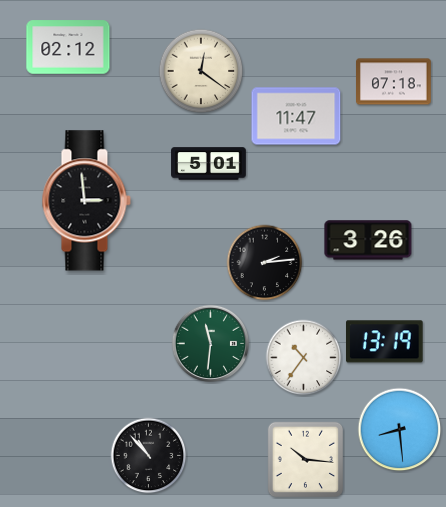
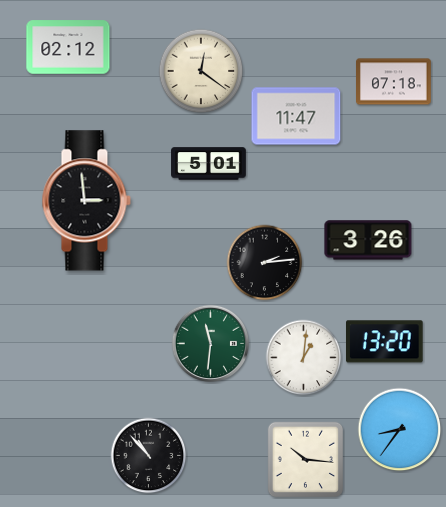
clock at (385, 342): 13:19 -> 13:20
clock at (304, 358): 10:36 -> 1:01
clock at (400, 430): 8:29 -> 8:36
